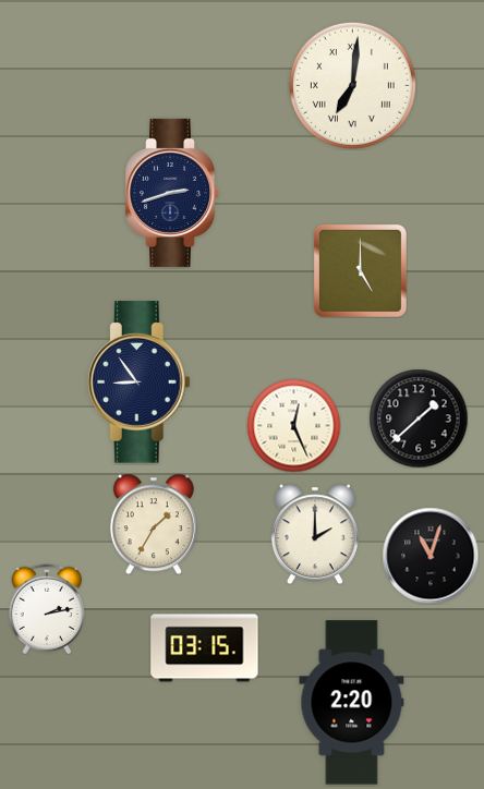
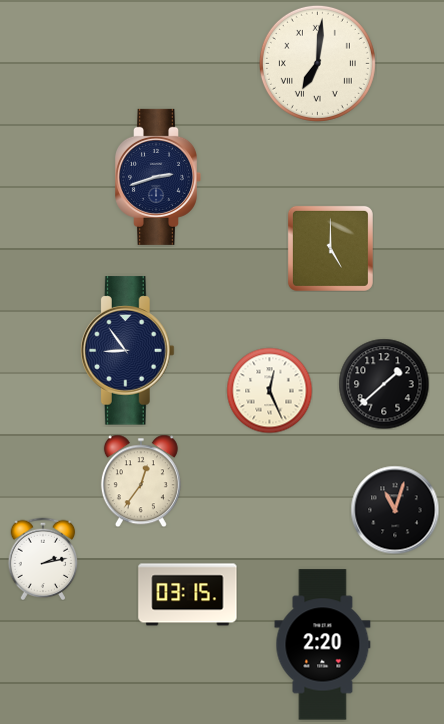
clock at (352, 85) position: (352, 85) -> (317, 63)
clock at (154, 524): 1:35 -> 12:36
clock at (315, 534): 2:00 -> none
